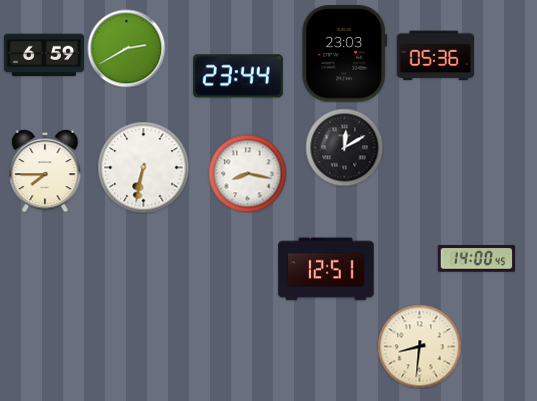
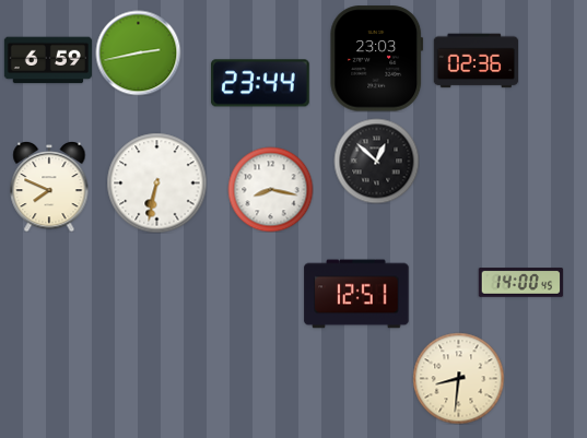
clock at (126, 48): 2:40 -> 2:43
clock at (435, 56): 05:36 -> 02:36
clock at (344, 147): 12:10 -> 12:52
clock at (45, 171): 7:45 -> 7:49
